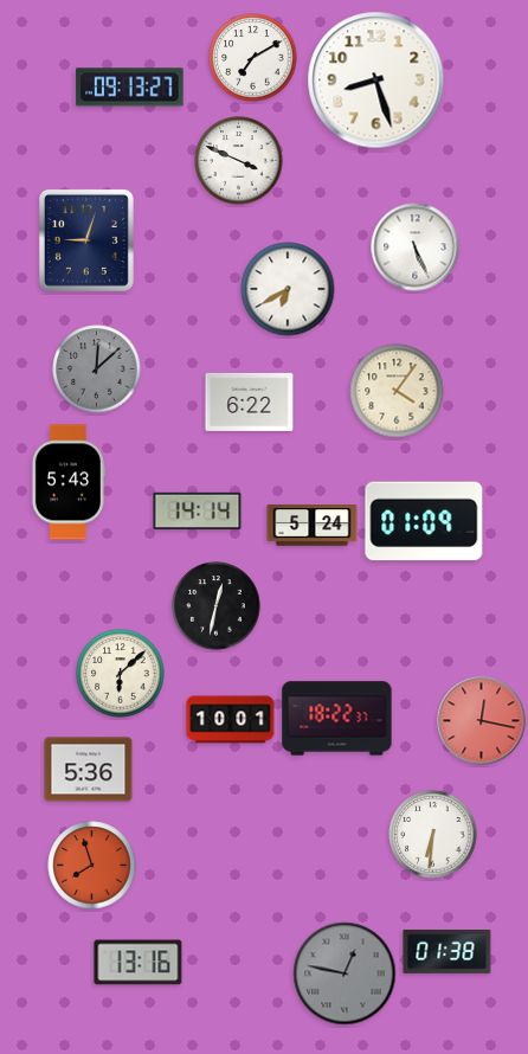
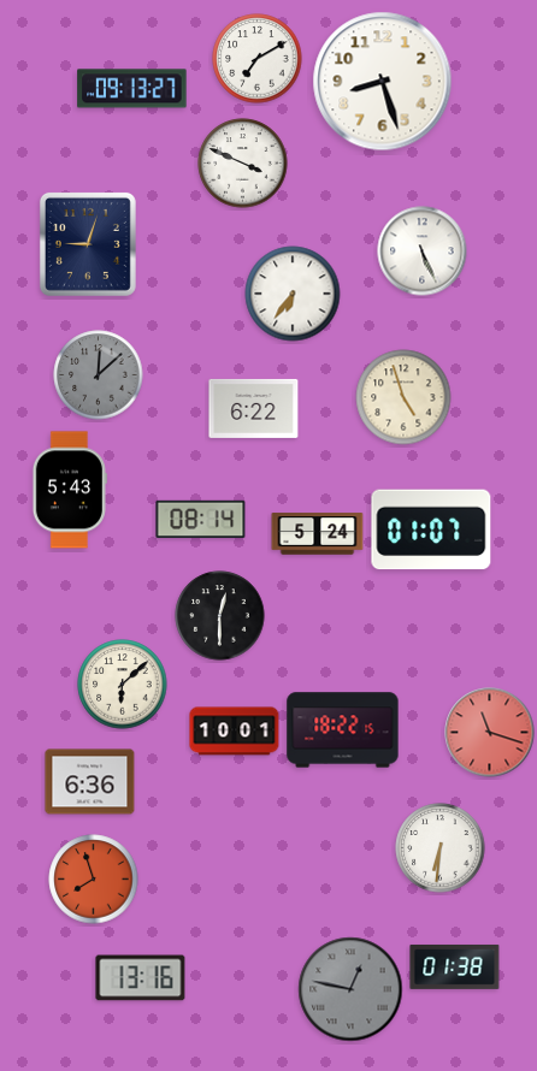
clock at (288, 289): 6:40 -> 6:36
clock at (397, 391): 4:06 -> 4:57
clock at (198, 512): 14:14 -> 08:14
clock at (424, 521): 01:09 -> 01:07
clock at (217, 606): 12:32 -> 12:30
clock at (337, 719): 18:22:37 -> 18:22:15
clock at (482, 721): 12:17 -> 11:18
clock at (89, 770): 5:36 -> 6:36
